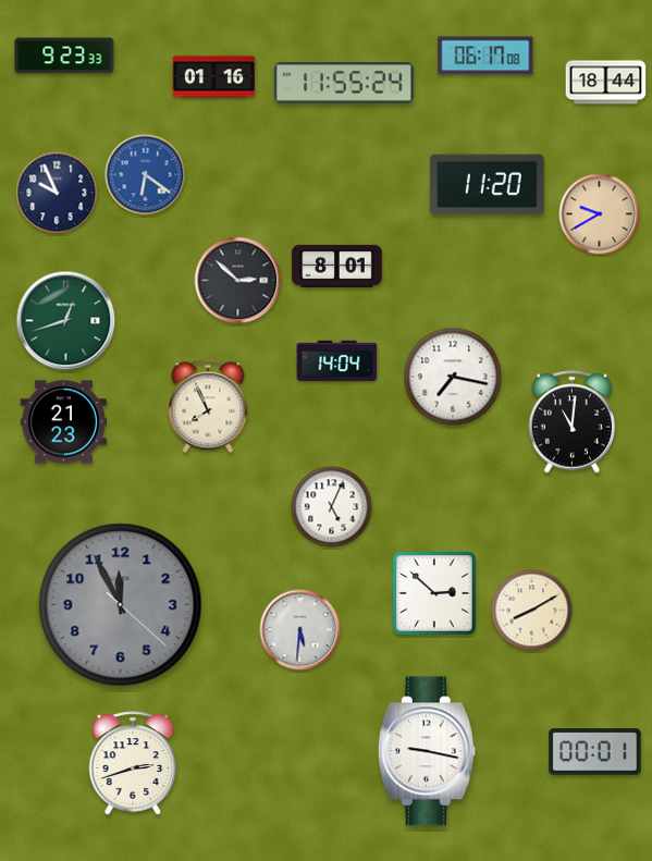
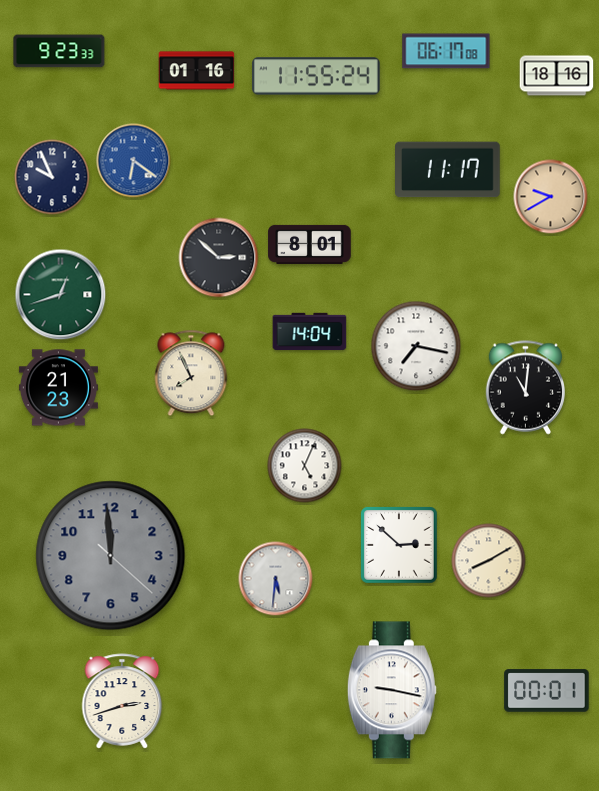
clock at (606, 83): 18:44 -> 18:16
clock at (488, 185): 11:20 -> 11:17
clock at (121, 605): 11:55 -> 11:59
